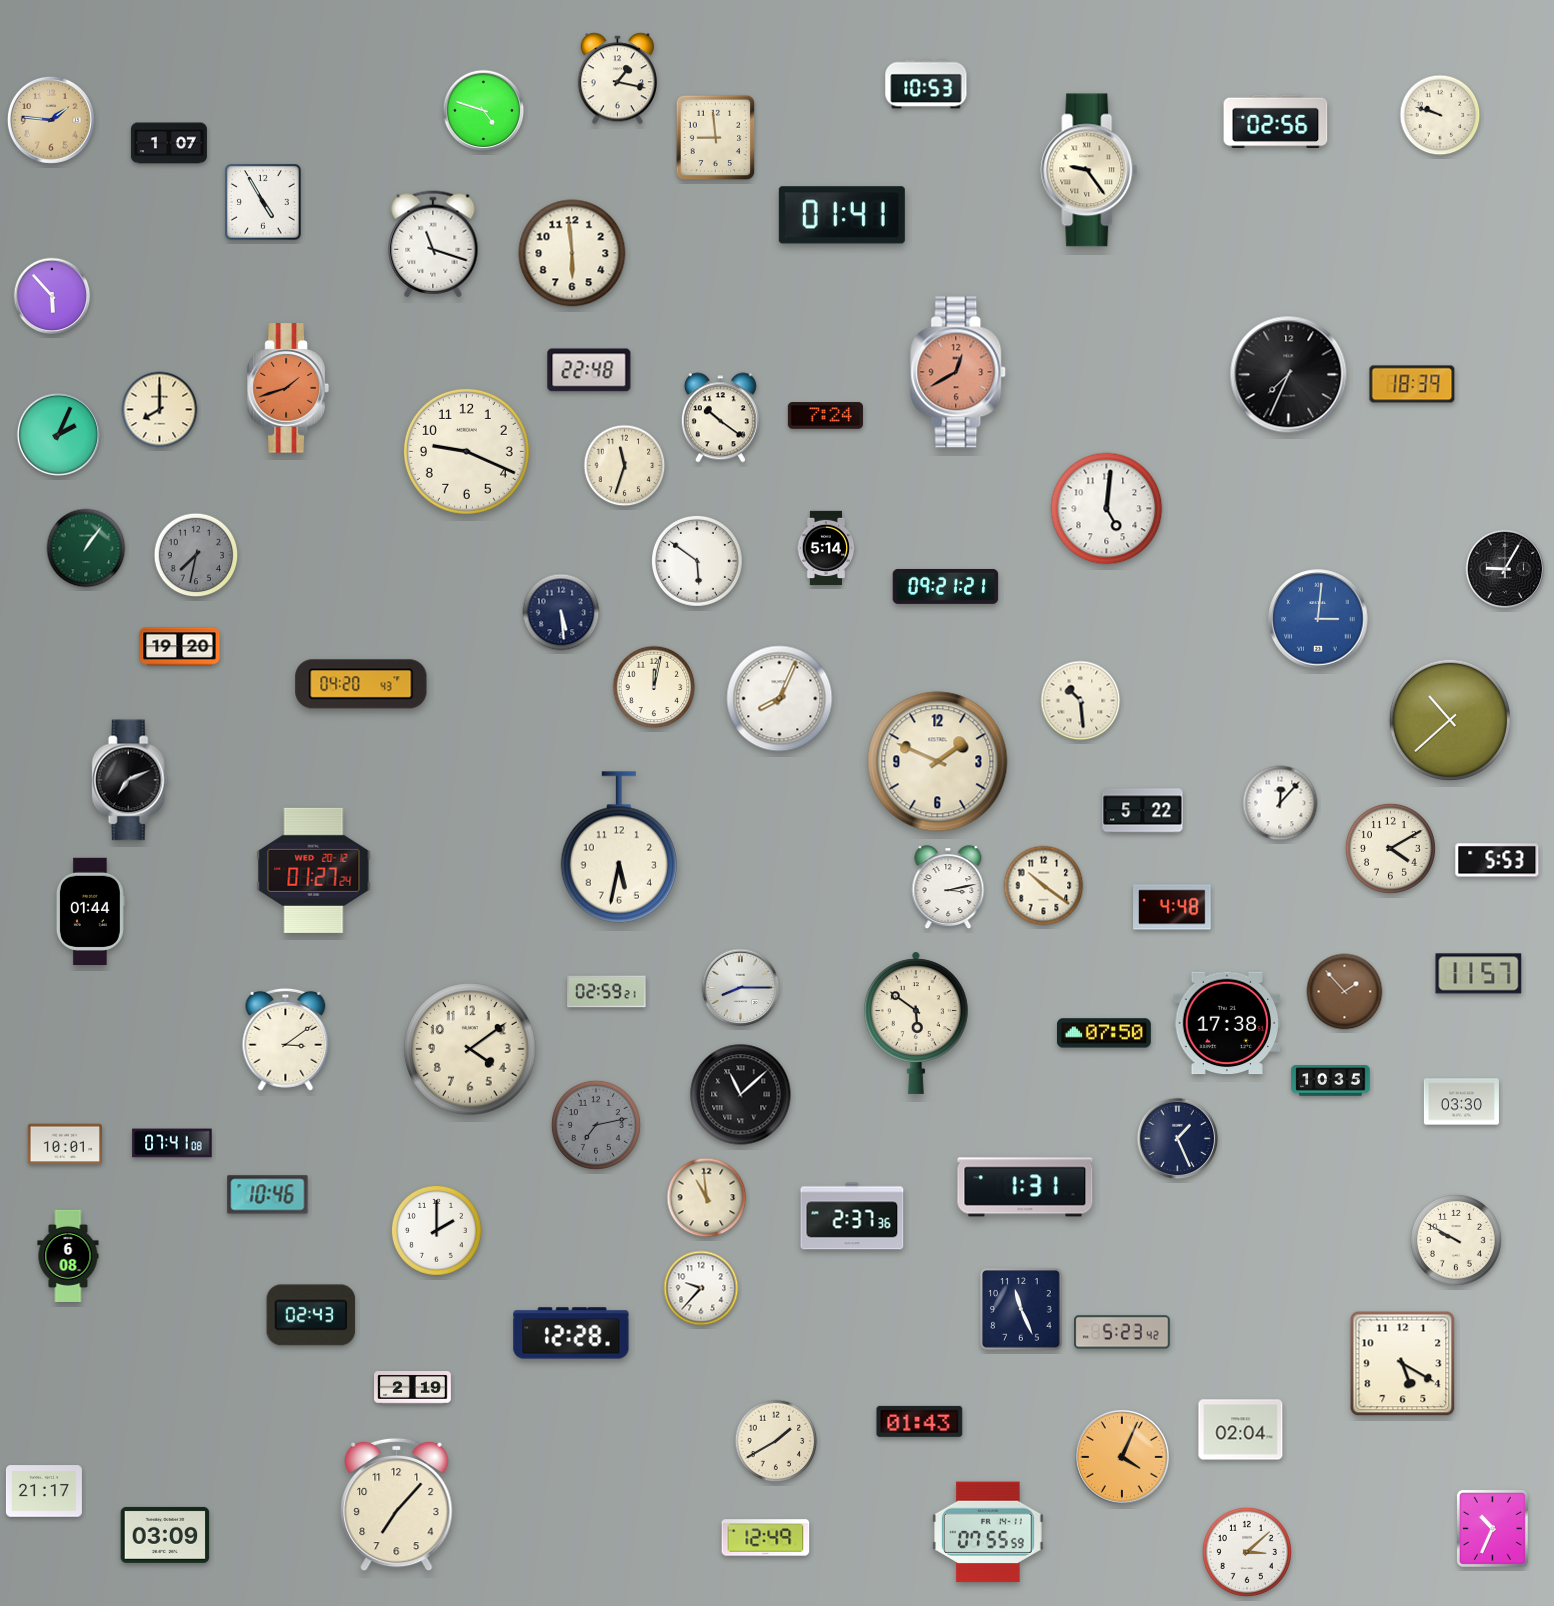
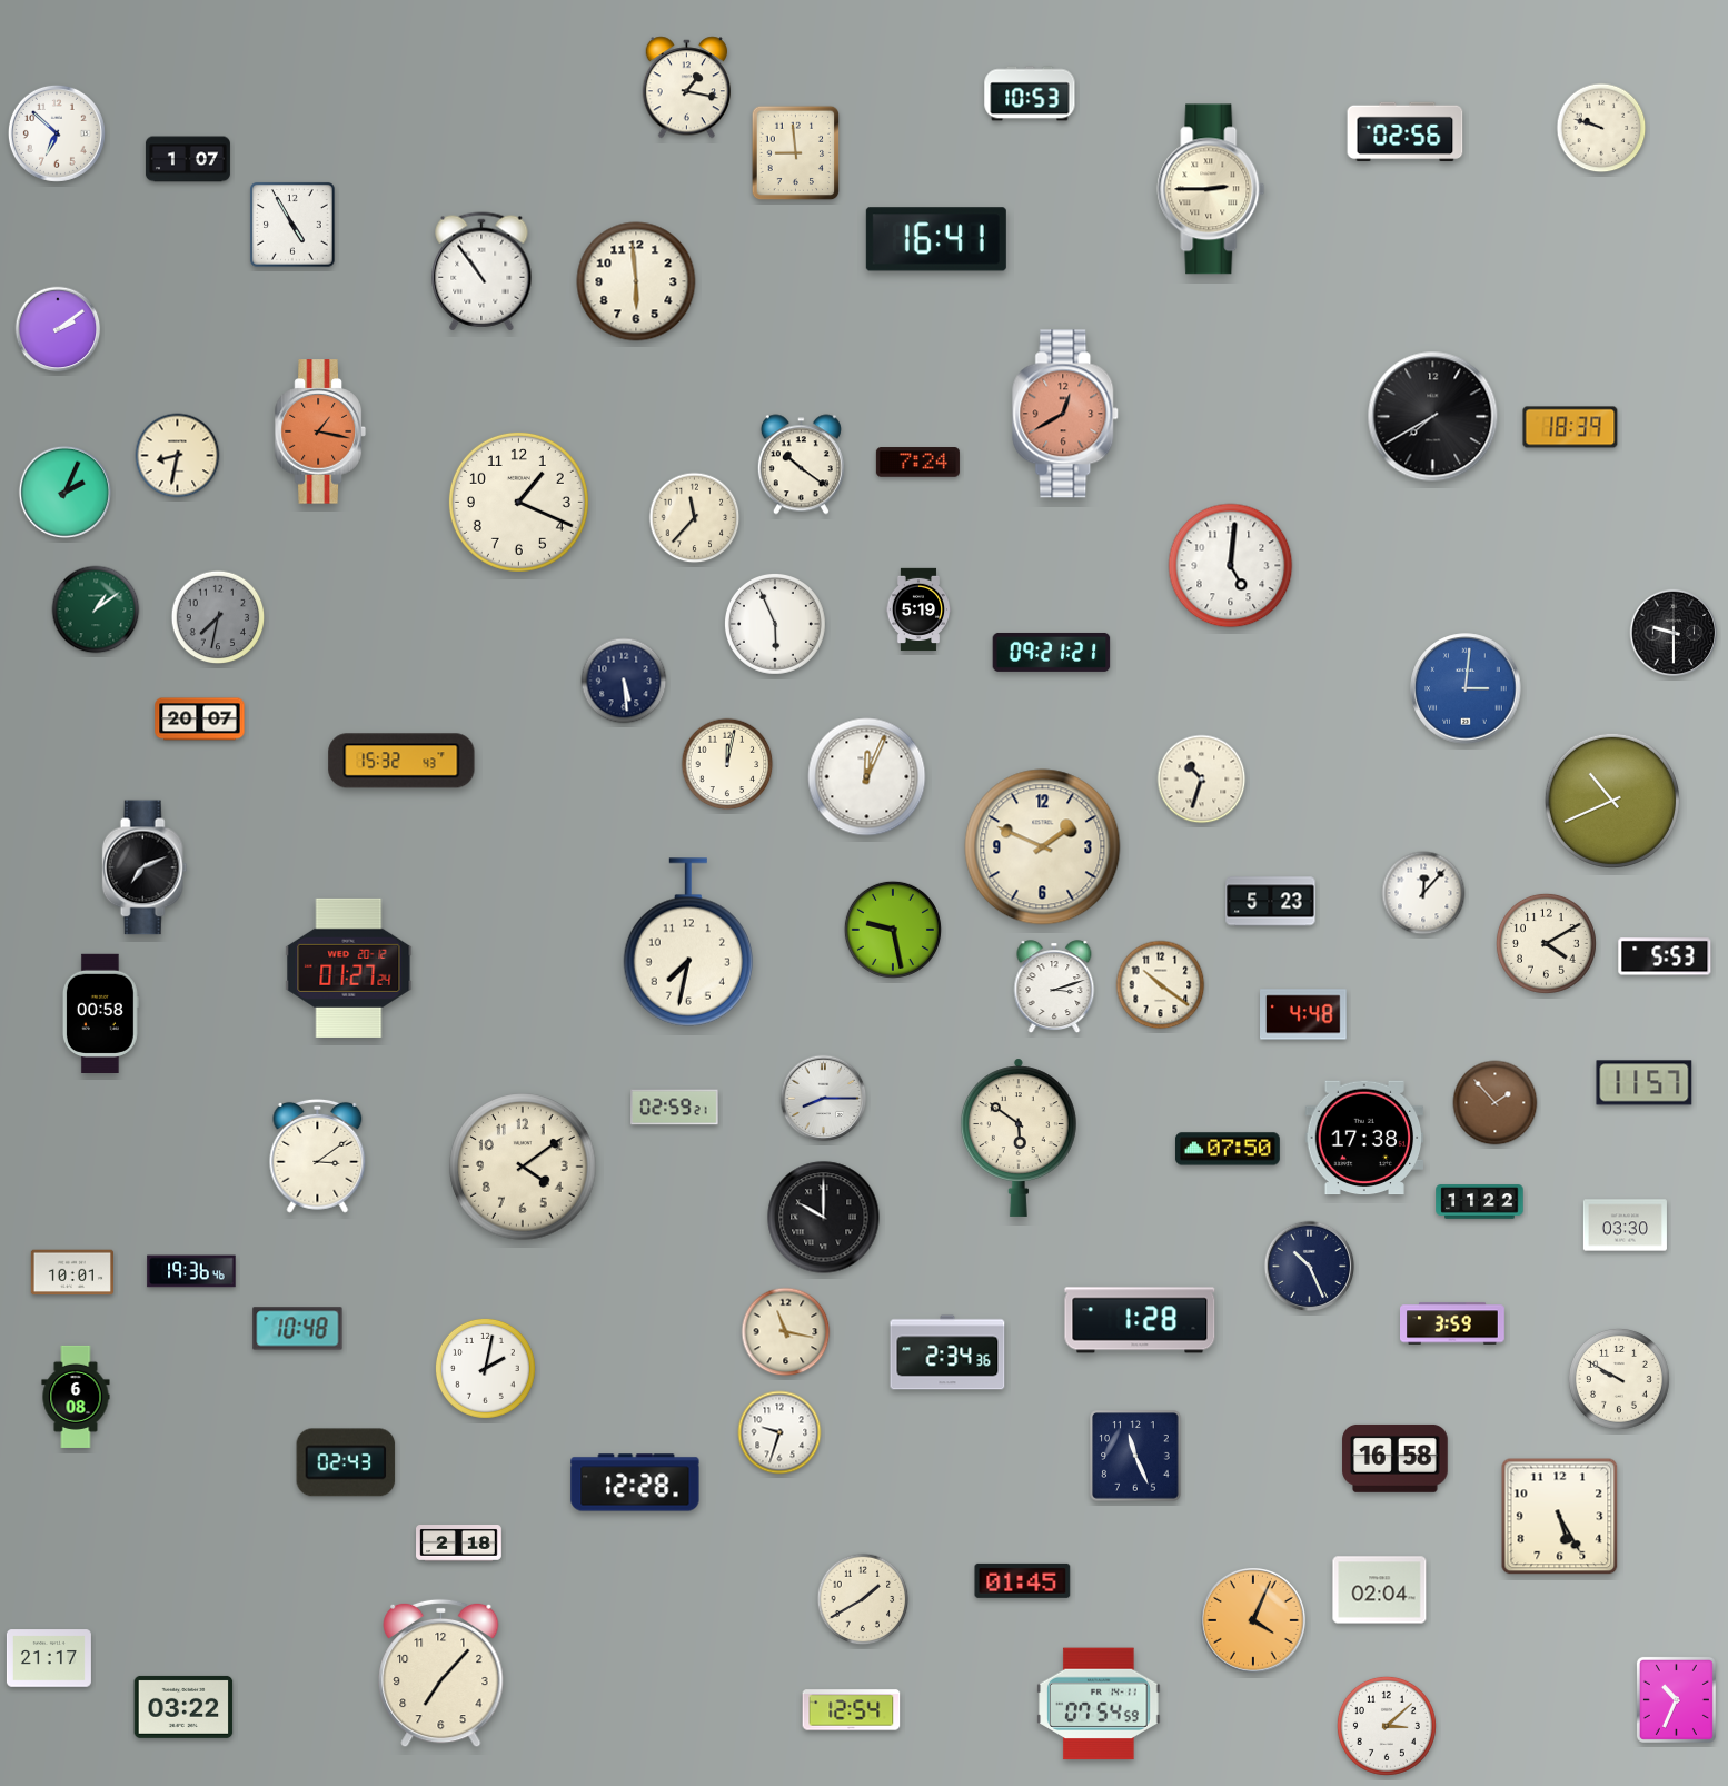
clock at (484, 111): 4:48 -> none
clock at (51, 120): 1:46 -> 6:52
clock at (51, 120) dial: champagne -> white
clock at (1276, 122) position: (1276, 122) -> (1406, 132)
clock at (1089, 170): 9:24 -> 2:45
clock at (842, 215): 01:41 -> 16:41
clock at (433, 244): 11:18 -> 10:54
clock at (52, 296): 5:53 -> 2:09
clock at (589, 370): 22:48 -> none
clock at (1289, 375): 7:34 -> 7:40
clock at (288, 388): 1:42 -> 1:17
clock at (160, 410): 8:00 -> 8:32
clock at (58, 434) position: (58, 434) -> (64, 492)
clock at (466, 451): 9:19 -> 1:19
clock at (625, 466): 11:33 -> 11:37
clock at (826, 547): 5:14 -> 5:19
clock at (86, 548): 1:06 -> 1:09
clock at (697, 561): 5:51 -> 5:56
clock at (1505, 569): 9:05 -> 9:30
clock at (180, 647): 19:20 -> 20:07
clock at (361, 684): 04:20 -> 15:32
clock at (780, 699): 8:04 -> 12:04
clock at (1081, 701): 10:29 -> 10:33
clock at (1450, 720): 10:38 -> 10:41
clock at (1143, 811): 5:22 -> 5:23
clock at (893, 930): none -> 9:28
clock at (618, 847): 5:32 -> 7:32
clock at (948, 888): 3:13 -> 3:12
clock at (1173, 907) position: (1173, 907) -> (1304, 1014)
clock at (90, 911): 01:44 -> 00:58
clock at (607, 992) position: (607, 992) -> (675, 1108)
clock at (1331, 1081): 10:35 -> 11:22
clock at (741, 1095): 11:08 -> 10:00
clock at (596, 1125): 7:13 -> none
clock at (1178, 1139): 1:26 -> 10:26
clock at (172, 1143): 07:41 -> 19:36
clock at (1025, 1187): 1:31 -> 1:28
clock at (1453, 1323): none -> 3:59
clock at (268, 1195): 10:46 -> 10:48
clock at (707, 1198): 10:59 -> 11:17
clock at (852, 1216): 2:37 -> 2:34
clock at (436, 1230): 2:00 -> 2:02
clock at (701, 1288): 9:37 -> 9:33
clock at (1396, 1458): none -> 16:58
clock at (1122, 1332): 5:23 -> none
clock at (1403, 1364): 5:20 -> 5:25
clock at (413, 1388): 2:19 -> 2:18
clock at (920, 1421): 01:43 -> 01:45
clock at (776, 1441) position: (776, 1441) -> (863, 1599)
clock at (1123, 1458) position: (1123, 1458) -> (1254, 1621)
clock at (1492, 1528) position: (1492, 1528) -> (1676, 1699)
clock at (989, 1532): 07:55 -> 07:54
clock at (165, 1535): 03:09 -> 03:22
clock at (766, 1538): 12:49 -> 12:54
